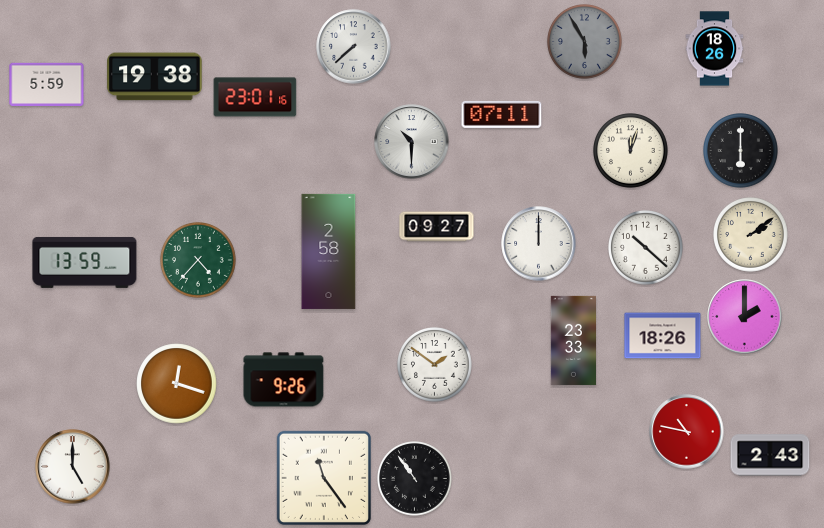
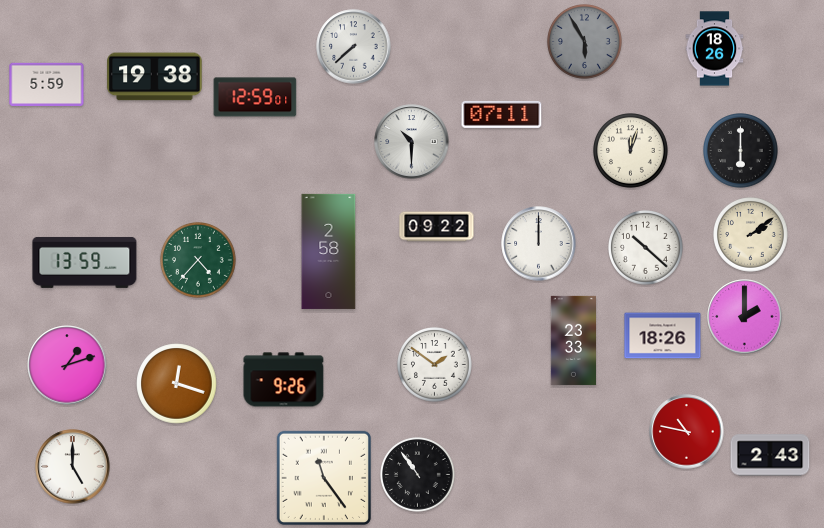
clock at (255, 97): 23:01 -> 12:59
clock at (437, 227): 09:27 -> 09:22
clock at (67, 365): none -> 1:12
clock at (415, 479) position: (415, 479) -> (418, 475)
